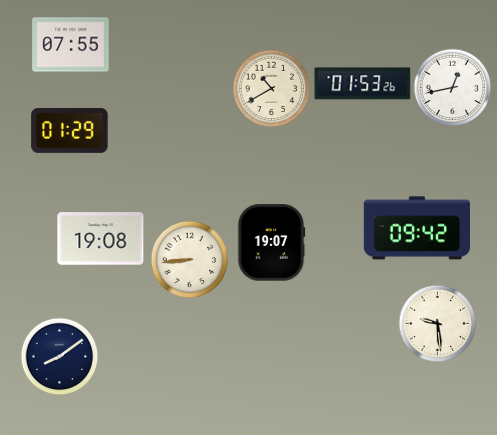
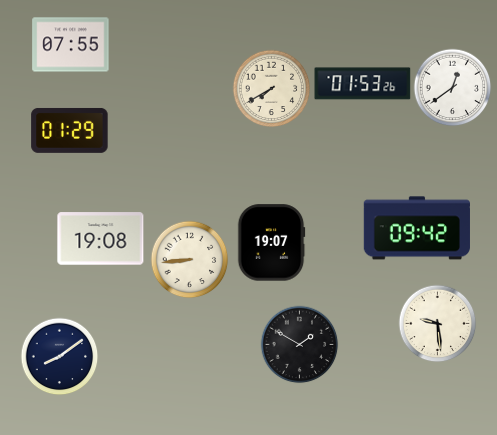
clock at (452, 87): 12:43 -> 12:39
clock at (271, 88): 10:40 -> 7:40
clock at (299, 344): none -> 1:50
